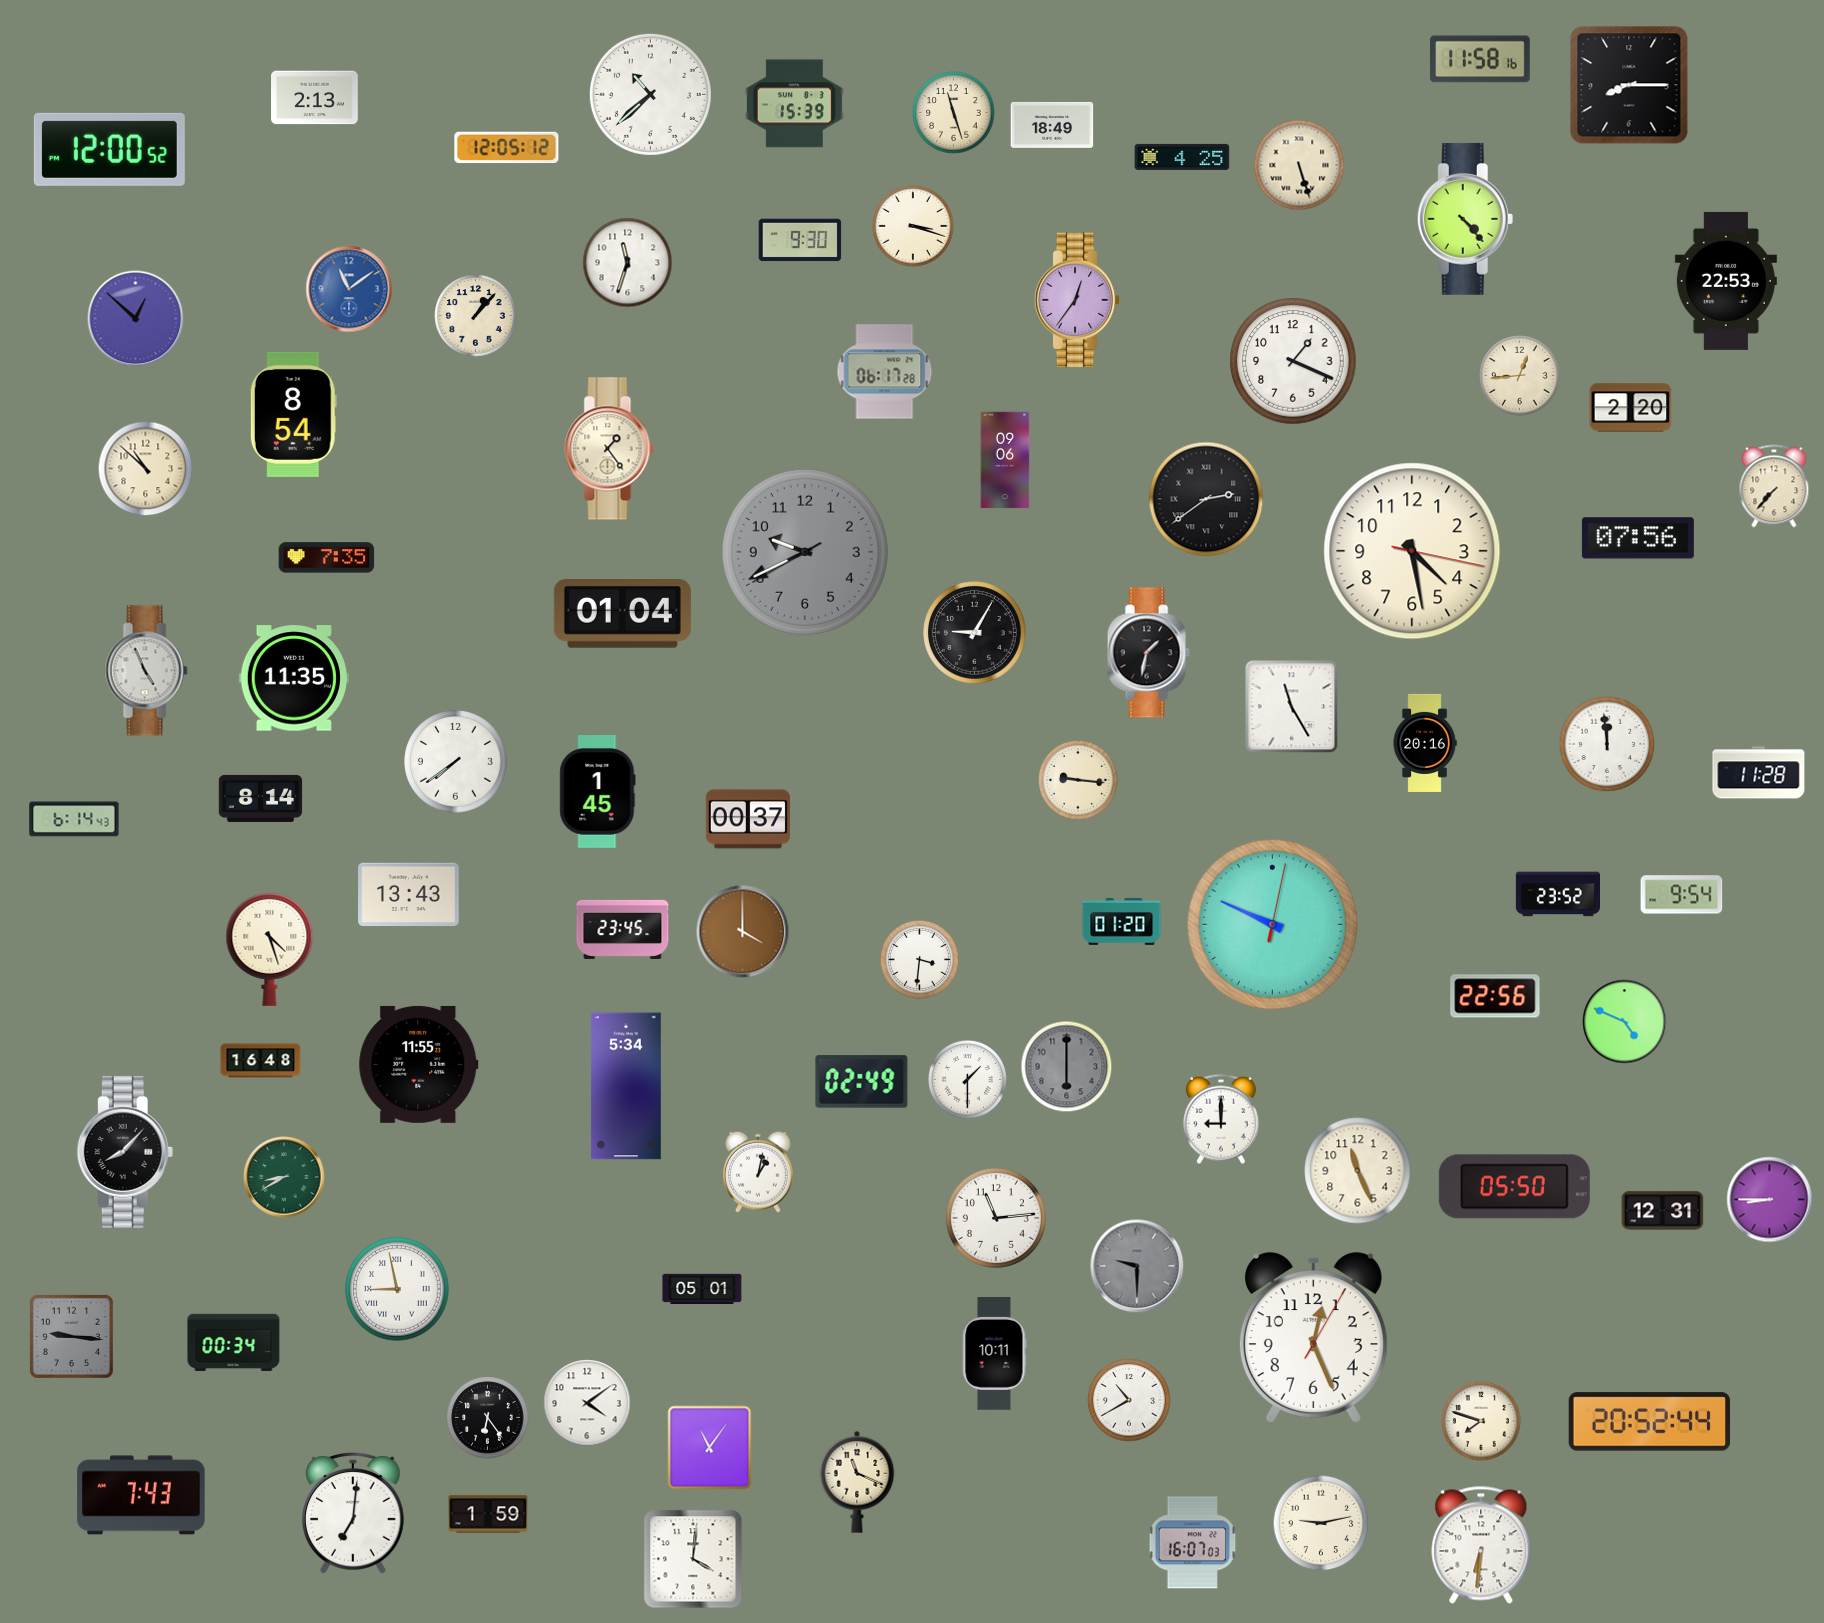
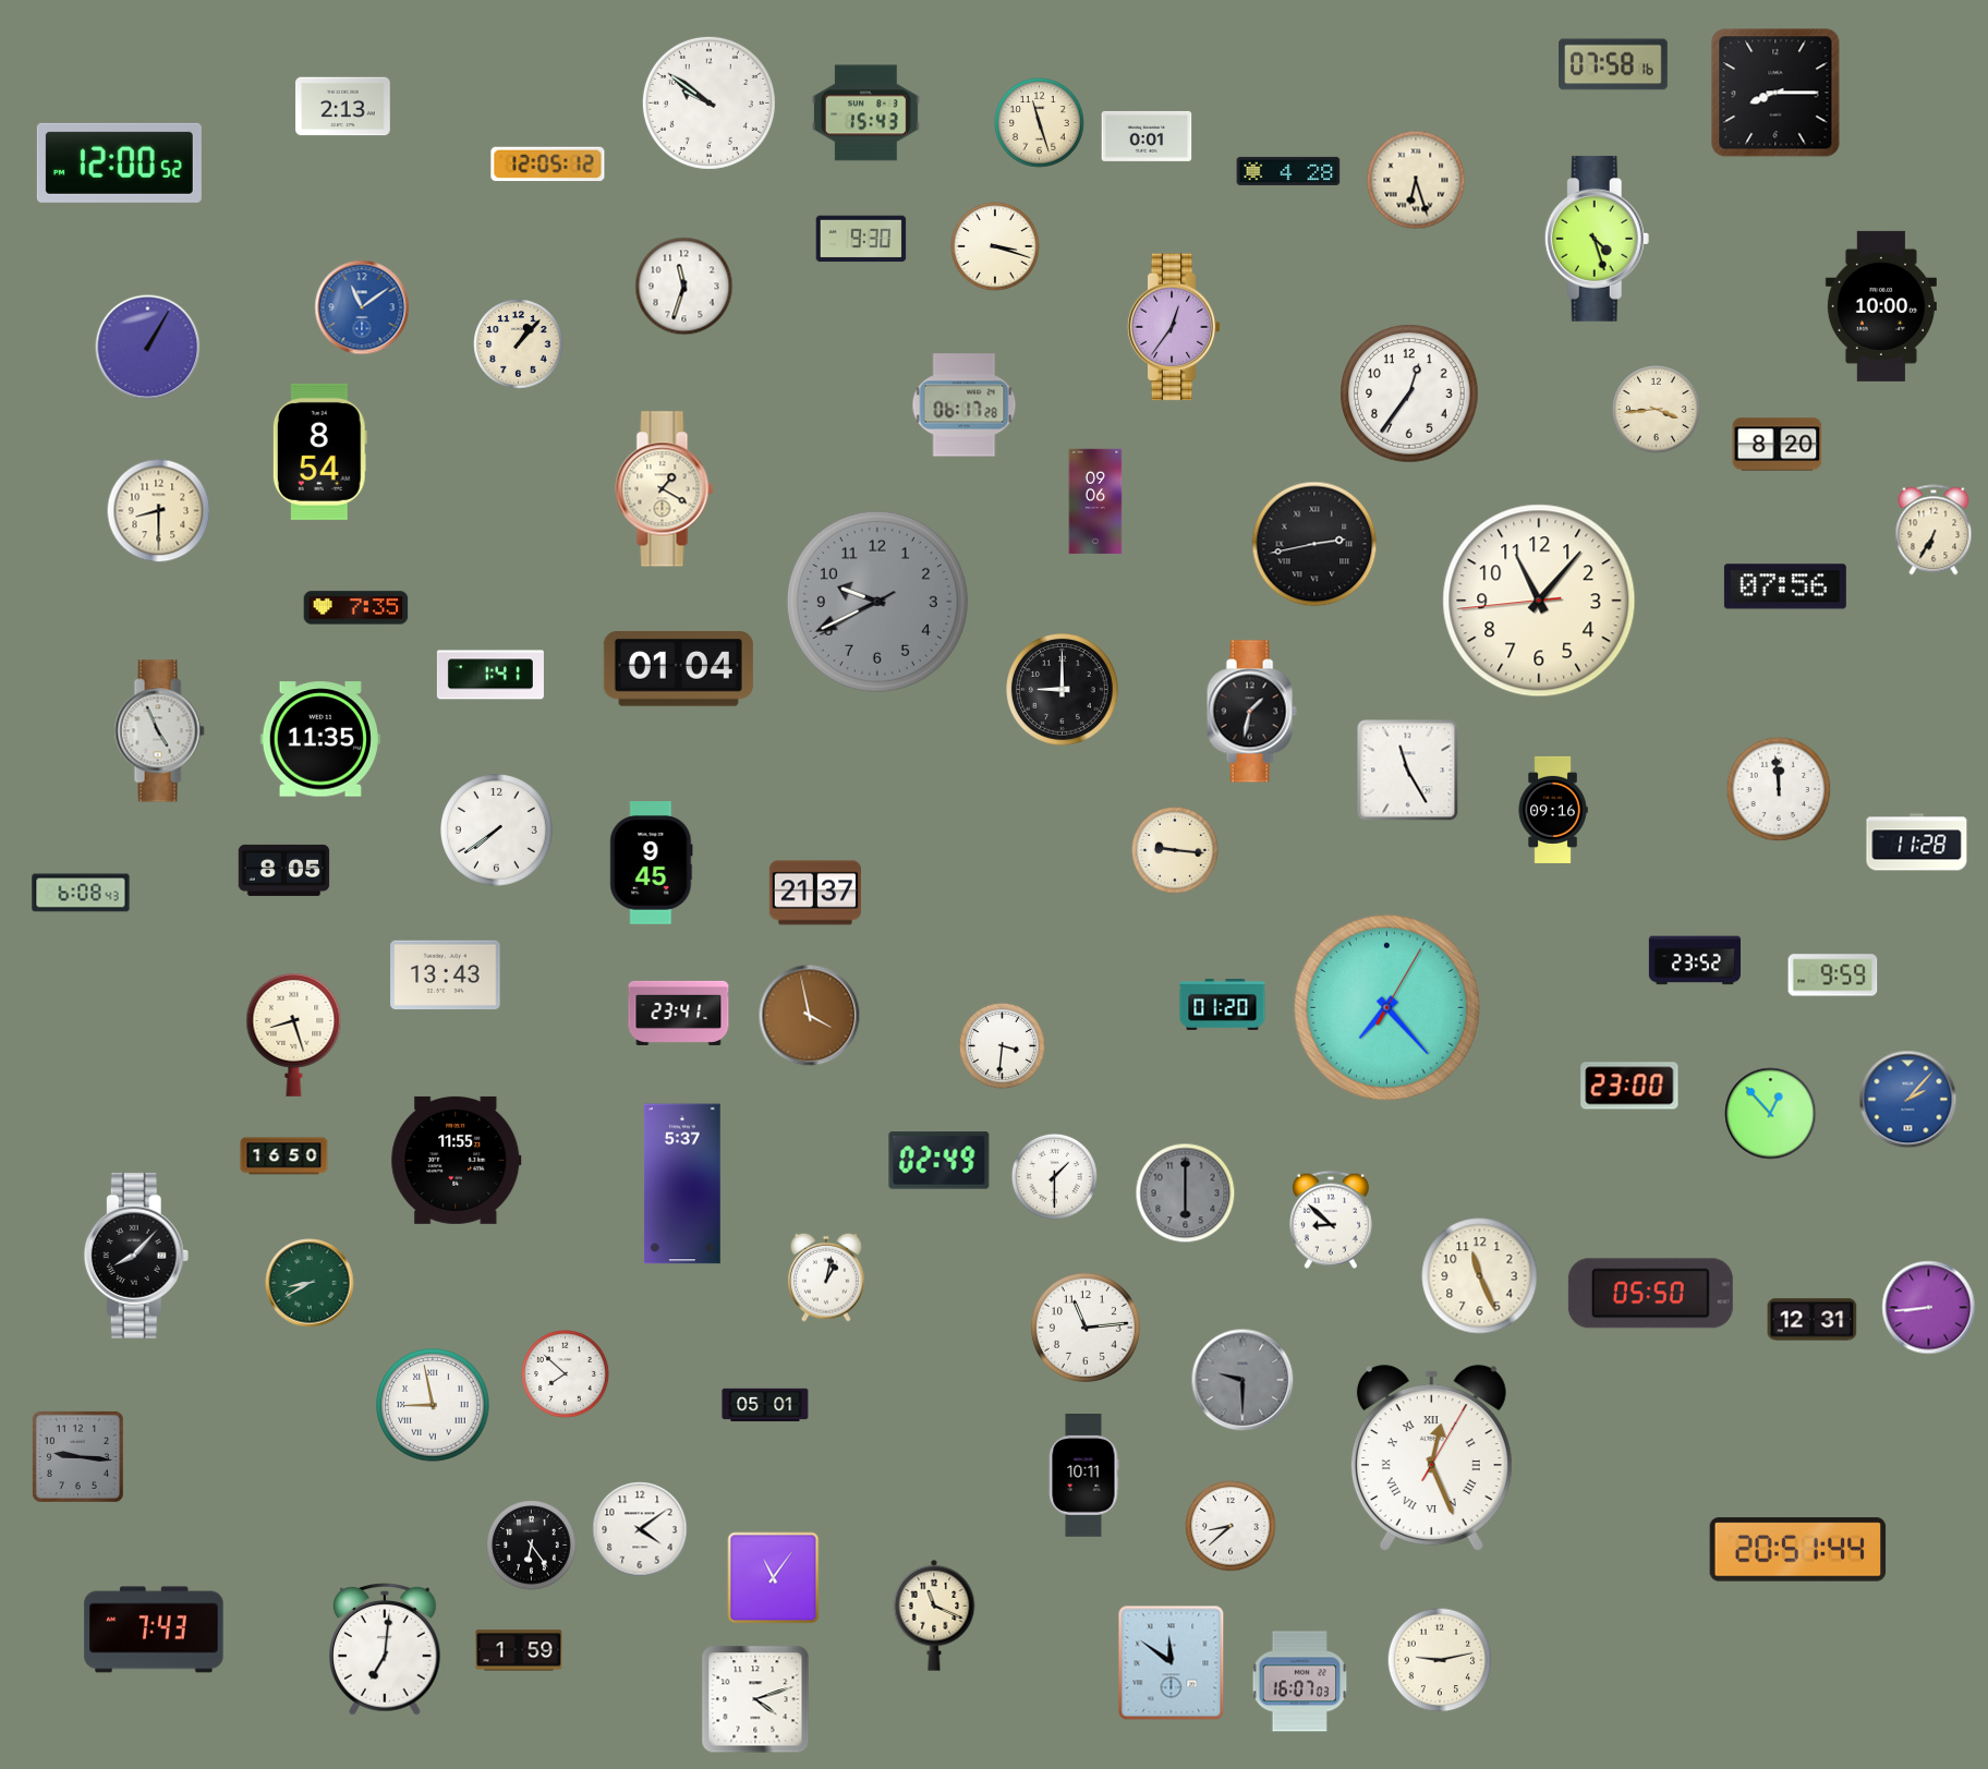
clock at (1481, 59): 11:58 -> 07:58
clock at (650, 94): 10:38 -> 9:51
clock at (794, 104): 15:39 -> 15:43
clock at (1052, 125): 18:49 -> 0:01
clock at (507, 148) position: (507, 148) -> (548, 165)
clock at (1182, 157): 4:25 -> 4:28
clock at (1299, 165): 5:27 -> 6:27
clock at (1465, 219): 4:23 -> 4:27
clock at (800, 240) position: (800, 240) -> (861, 239)
clock at (1726, 281): 22:53 -> 10:00
clock at (349, 289) position: (349, 289) -> (362, 307)
clock at (136, 319): 12:52 -> 1:05
clock at (1293, 361): 1:19 -> 12:36
clock at (1520, 376): 12:44 -> 3:44
clock at (1631, 408): 2:20 -> 8:20
clock at (610, 449): 1:24 -> 1:20
clock at (146, 469): 10:52 -> 8:30
clock at (1774, 486): 7:37 -> 6:35
clock at (1206, 499): 2:39 -> 2:43
clock at (1412, 551): 4:28 -> 11:06
clock at (490, 675): none -> 1:41
clock at (975, 633): 9:05 -> 9:00
clock at (1425, 743): 20:16 -> 09:16
clock at (1607, 744) position: (1607, 744) -> (1779, 789)
clock at (598, 792): 1:45 -> 9:45
clock at (261, 798): 8:14 -> 8:05
clock at (74, 819): 6:14 -> 6:08
clock at (748, 819): 00:37 -> 21:37
clock at (1557, 894) position: (1557, 894) -> (1694, 960)
clock at (1682, 895): 9:54 -> 9:59
clock at (1273, 925): 9:49 -> 7:23
clock at (623, 929): 23:45 -> 23:41
clock at (743, 932): 4:00 -> 3:58
clock at (270, 949): 4:27 -> 8:27
clock at (1495, 996): 22:56 -> 23:00
clock at (1908, 1100): none -> 2:07
clock at (1625, 1022): 4:49 -> 12:53
clock at (261, 1061): 16:48 -> 16:50
clock at (1067, 1067) position: (1067, 1067) -> (1186, 1194)
clock at (862, 1082) position: (862, 1082) -> (940, 1161)
clock at (626, 1086): 5:34 -> 5:37
clock at (1221, 1119): 9:00 -> 8:52
clock at (1770, 1200): 8:45 -> 8:44
clock at (566, 1374): none -> 7:52
clock at (1137, 1266) position: (1137, 1266) -> (1242, 1380)
clock at (1313, 1338) numerals: Arabic -> Roman
clock at (234, 1342): 00:34 -> none
clock at (1129, 1400): 10:40 -> 8:38
clock at (1482, 1422): 7:48 -> none
clock at (1650, 1422): 20:52 -> 20:51
clock at (488, 1514) position: (488, 1514) -> (519, 1650)
clock at (1172, 1663): none -> 11:51
clock at (1481, 1545): 6:31 -> none
clock at (693, 1559): 4:01 -> 4:12
